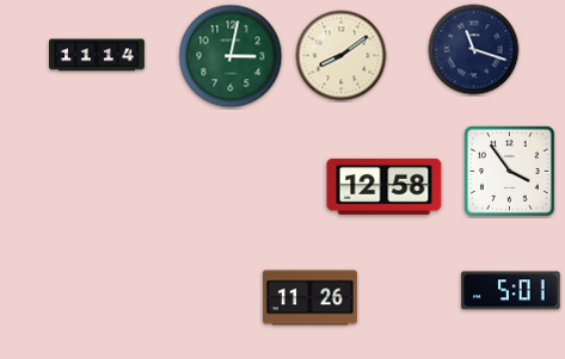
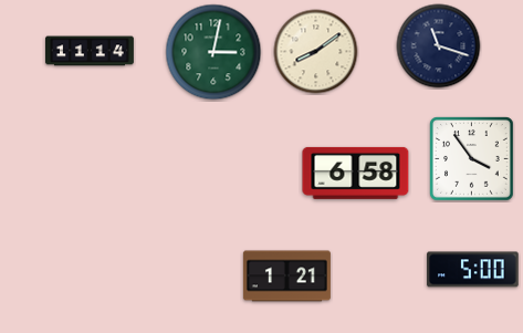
clock at (385, 186): 12:58 -> 6:58
clock at (511, 291): 5:01 -> 5:00
clock at (309, 298): 11:26 -> 1:21
